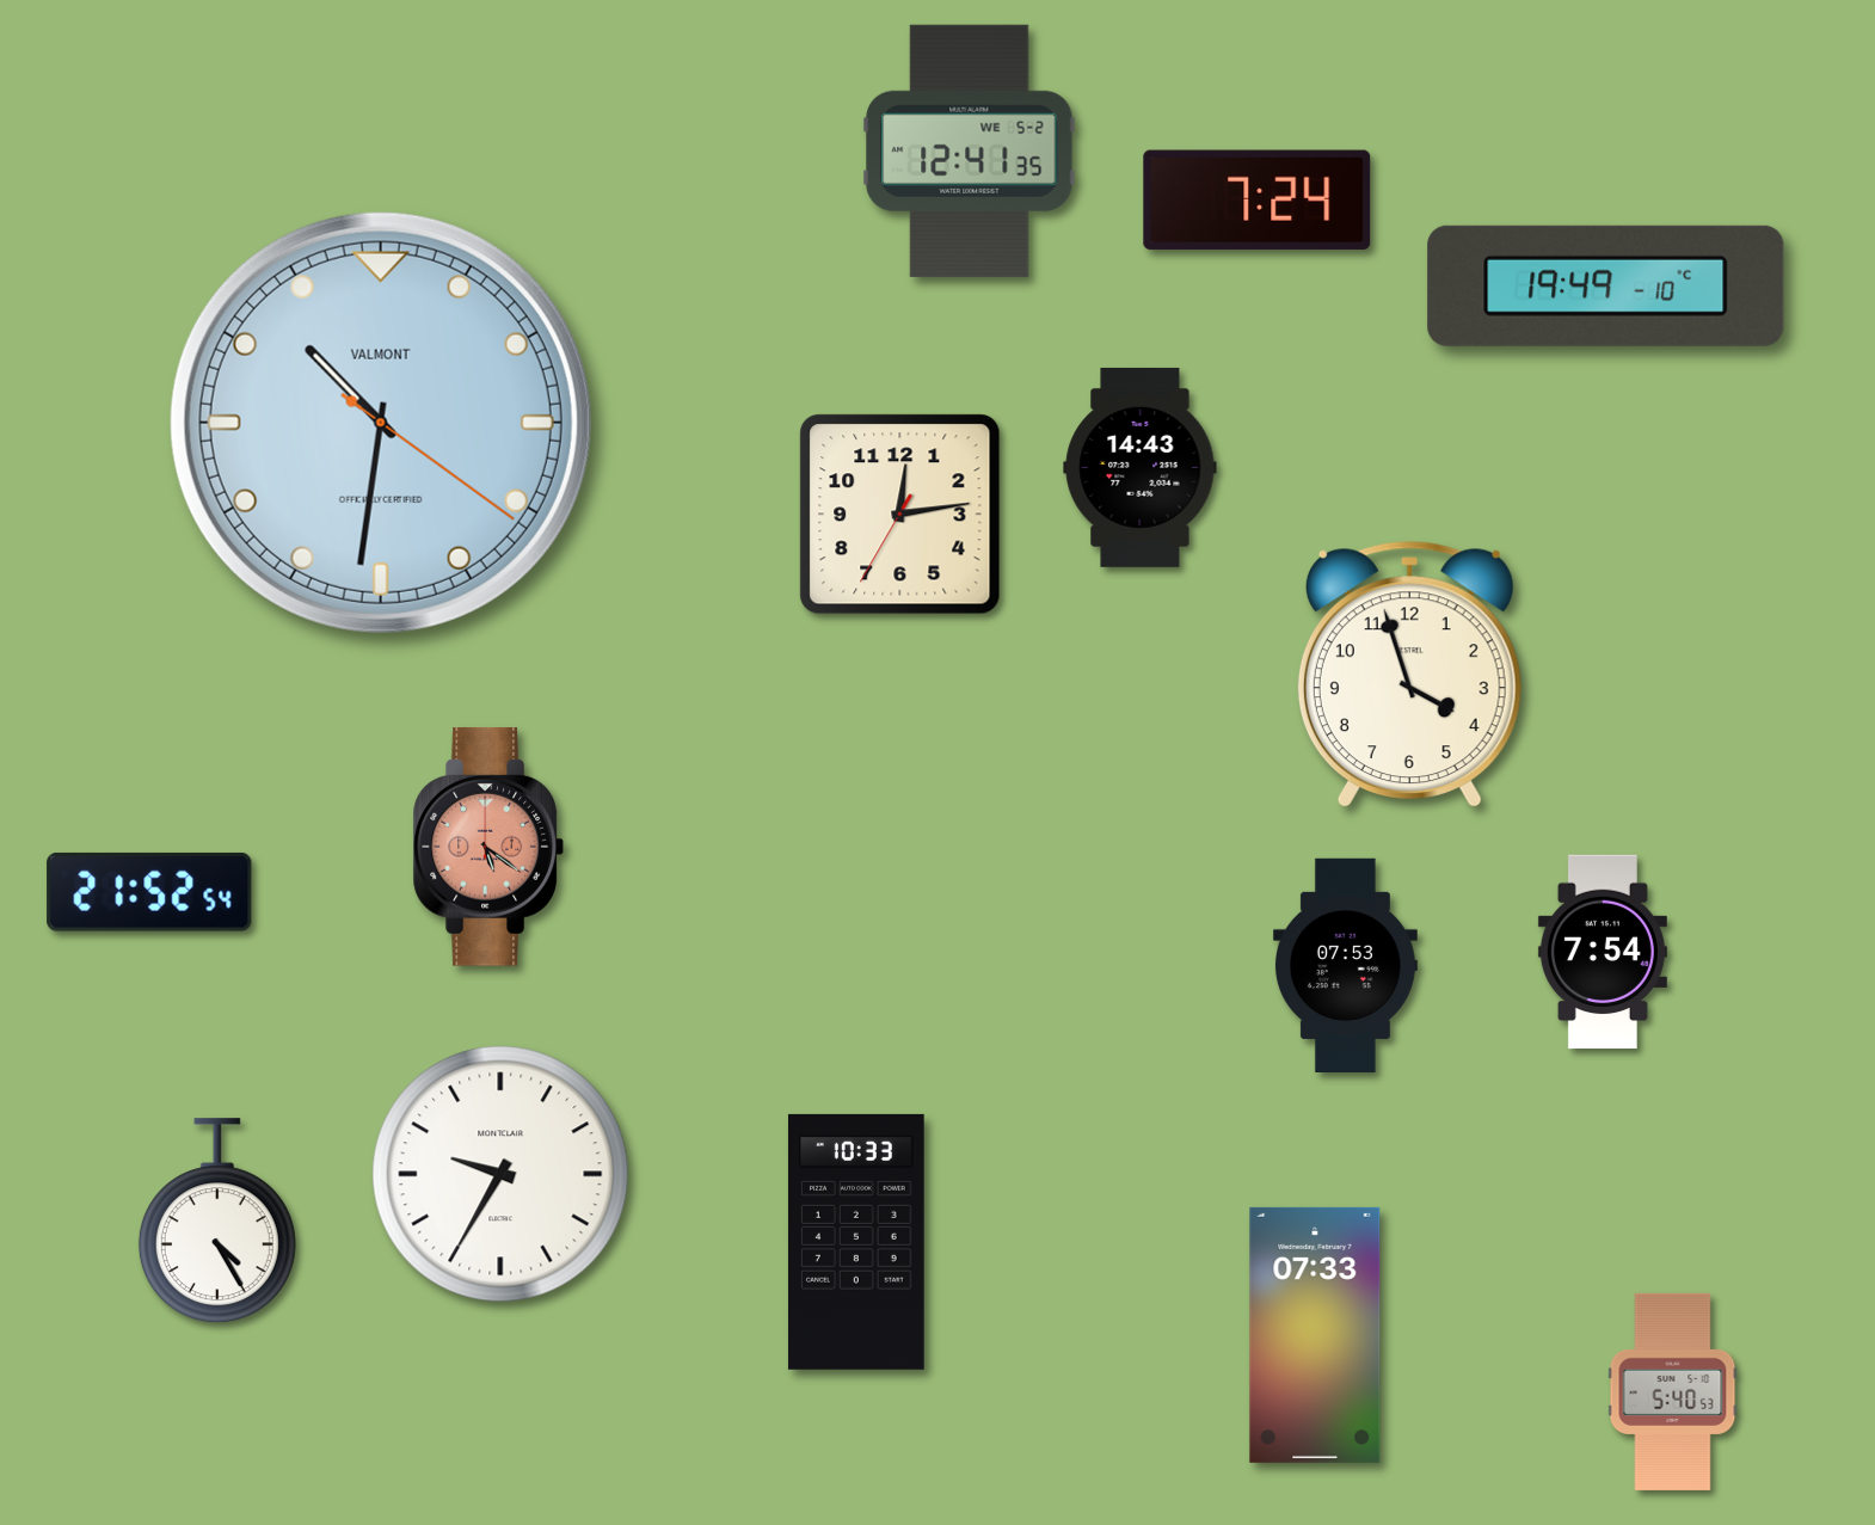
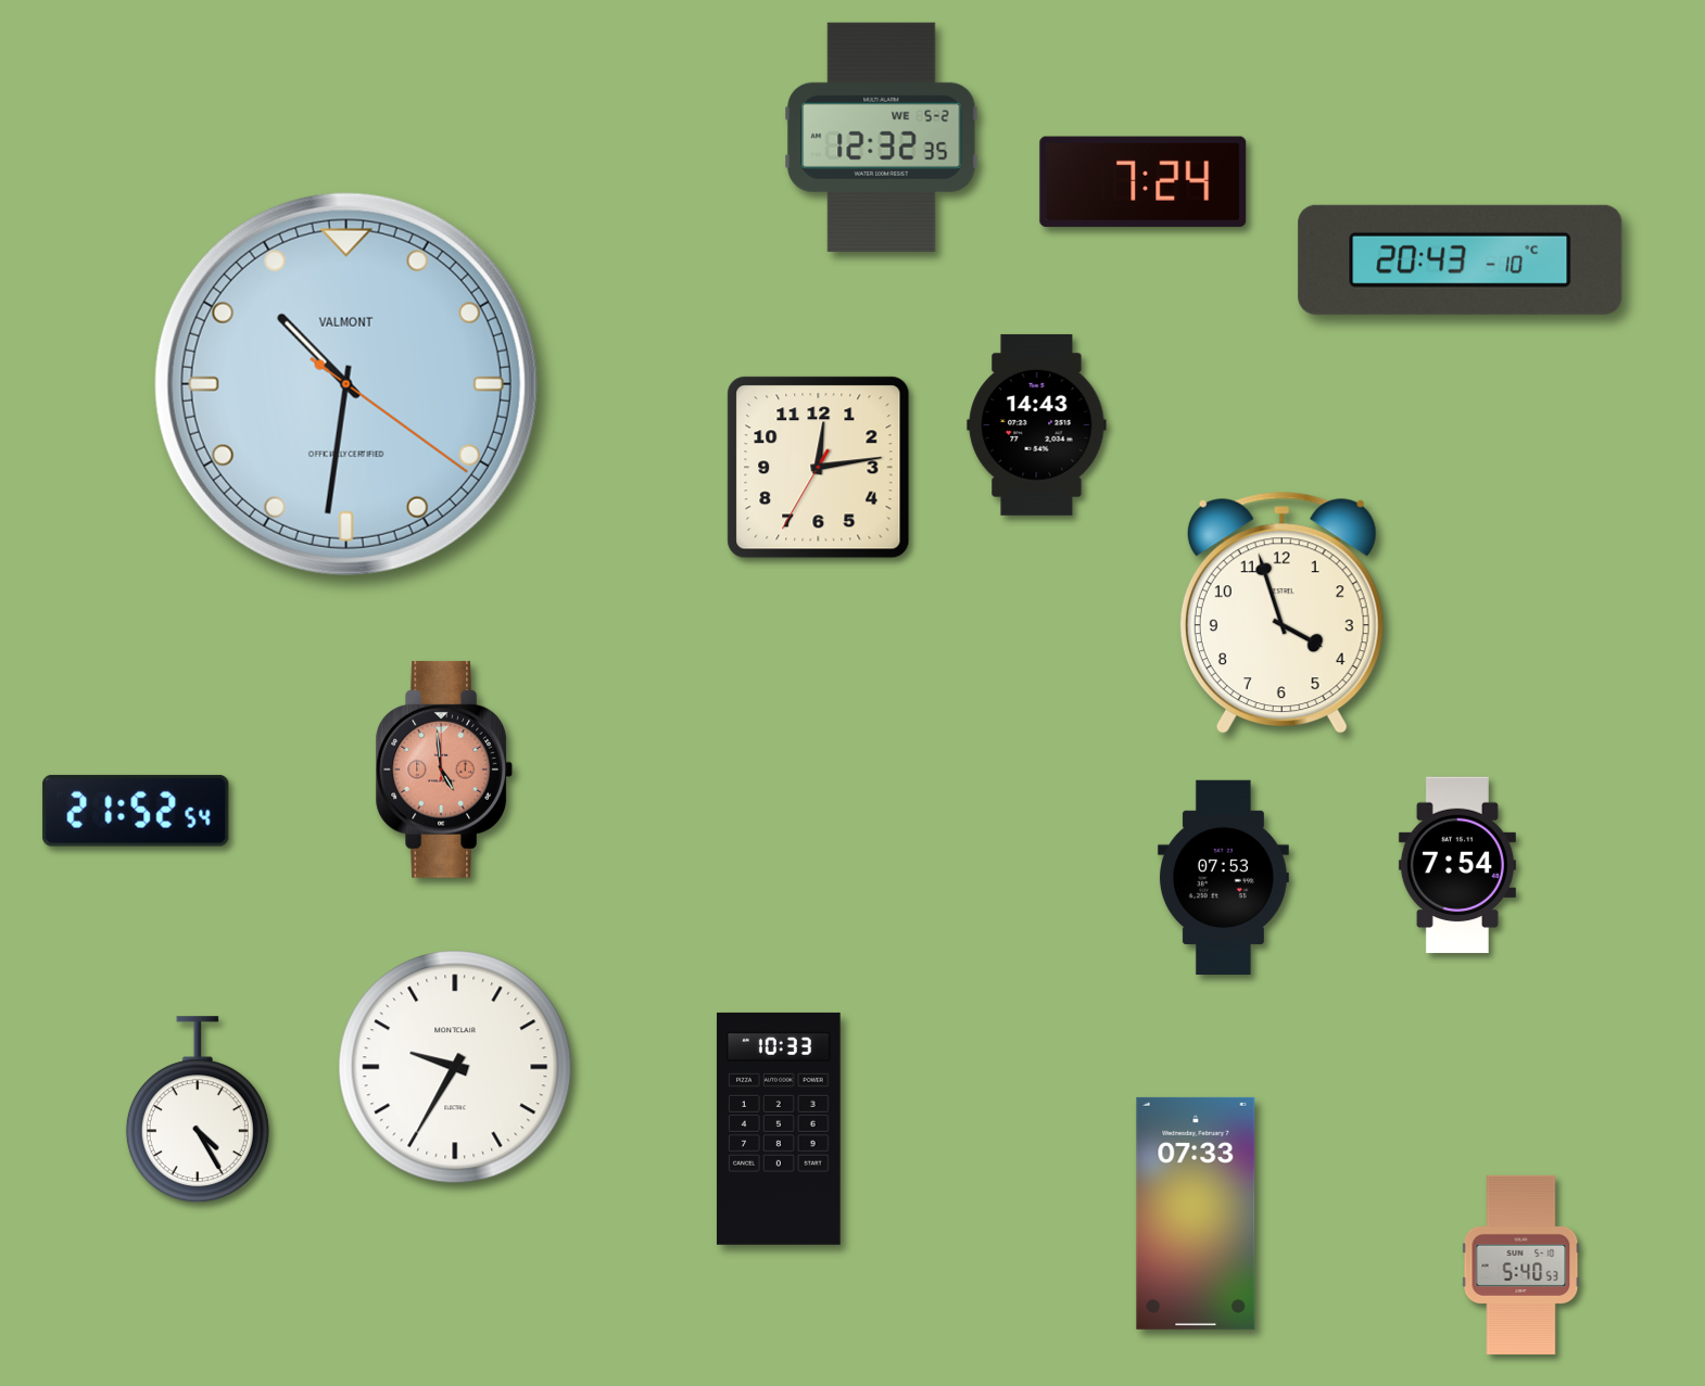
clock at (970, 150): 12:41 -> 12:32
clock at (1606, 285): 19:49 -> 20:43
clock at (488, 847): 5:21 -> 4:59
